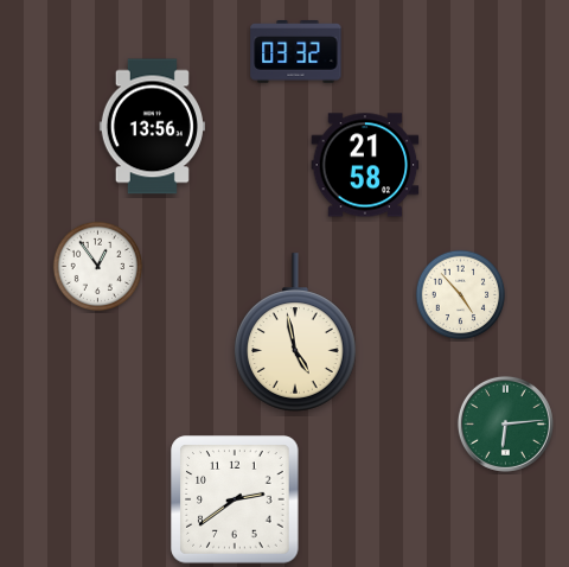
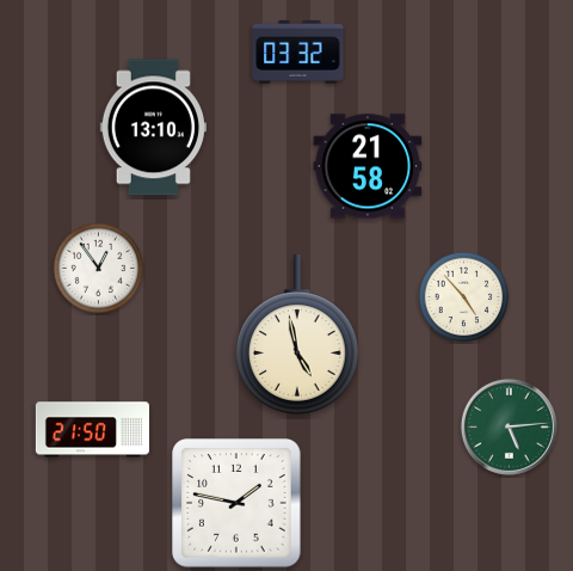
clock at (152, 127): 13:56 -> 13:10
clock at (505, 423): 6:14 -> 5:14
clock at (92, 430): none -> 21:50
clock at (235, 499): 2:39 -> 1:47
